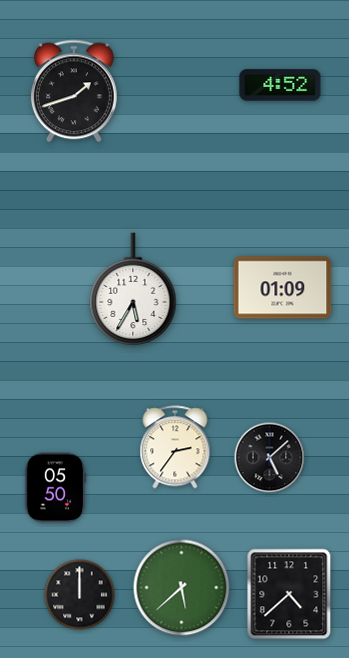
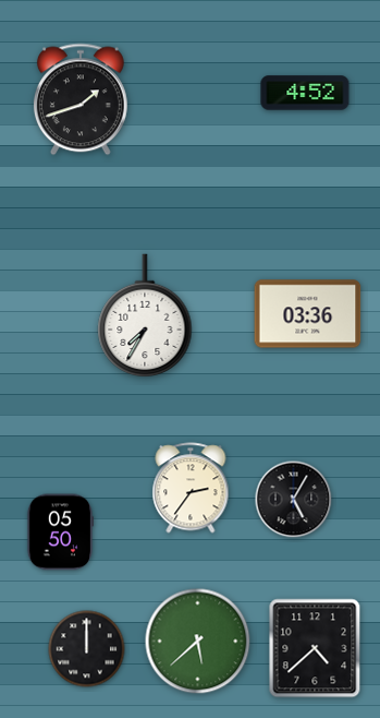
clock at (283, 288): 01:09 -> 03:36
clock at (133, 290): 5:35 -> 7:35
clock at (270, 458): 5:08 -> 5:05
